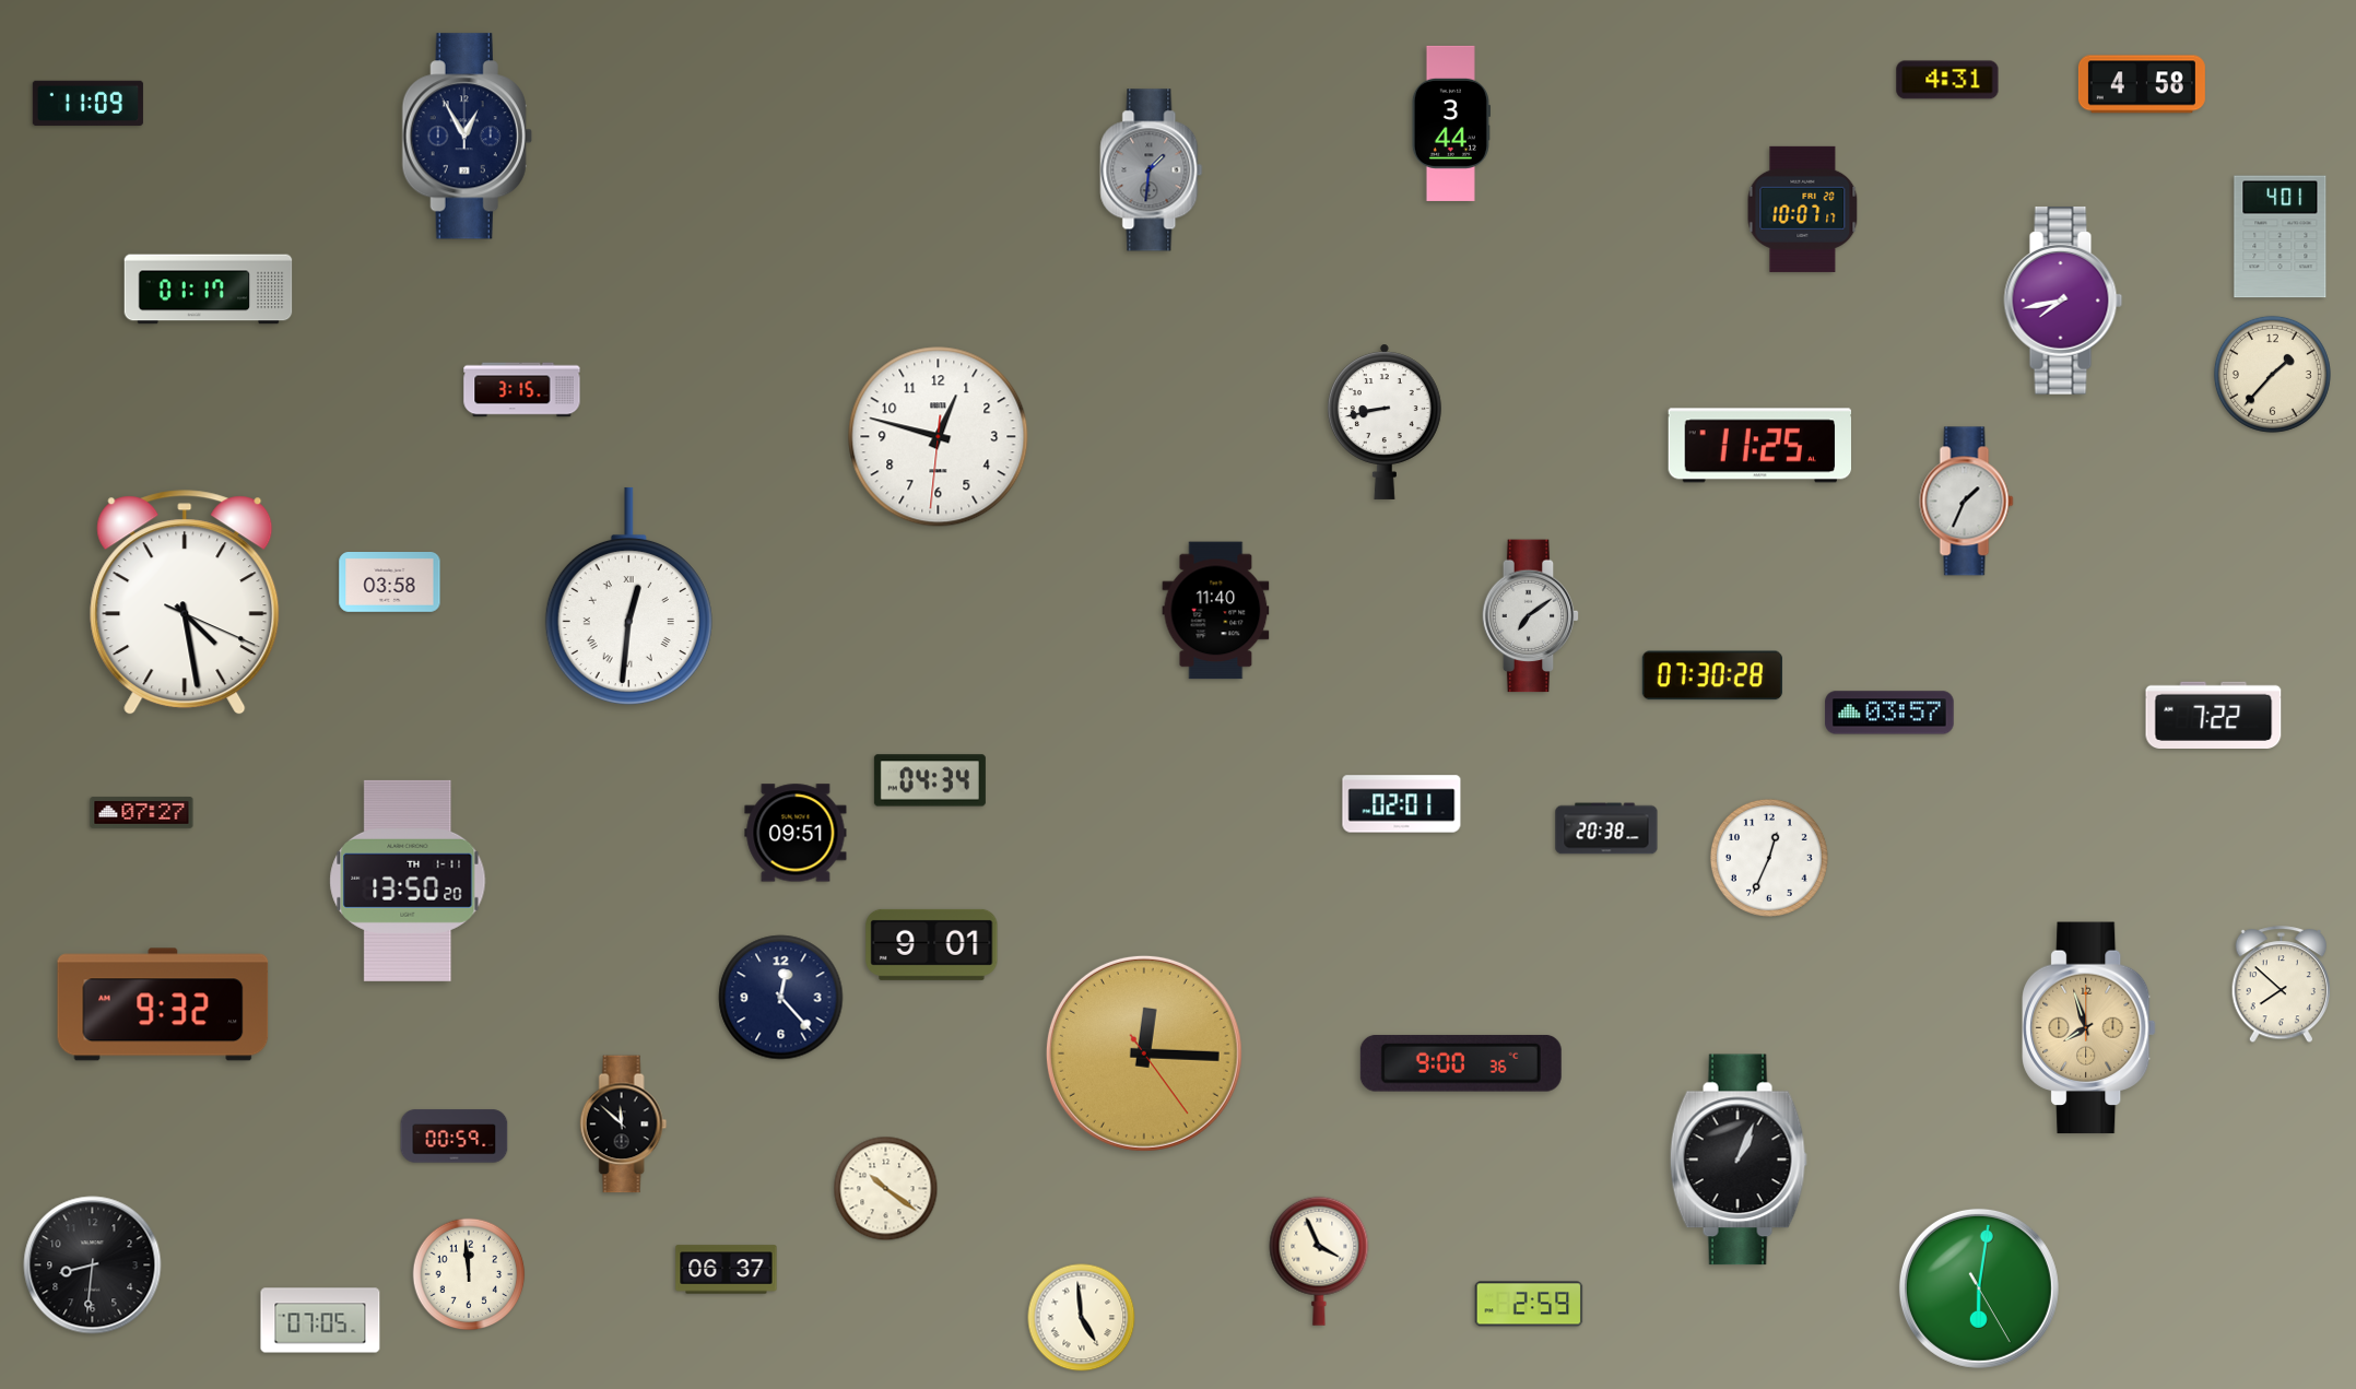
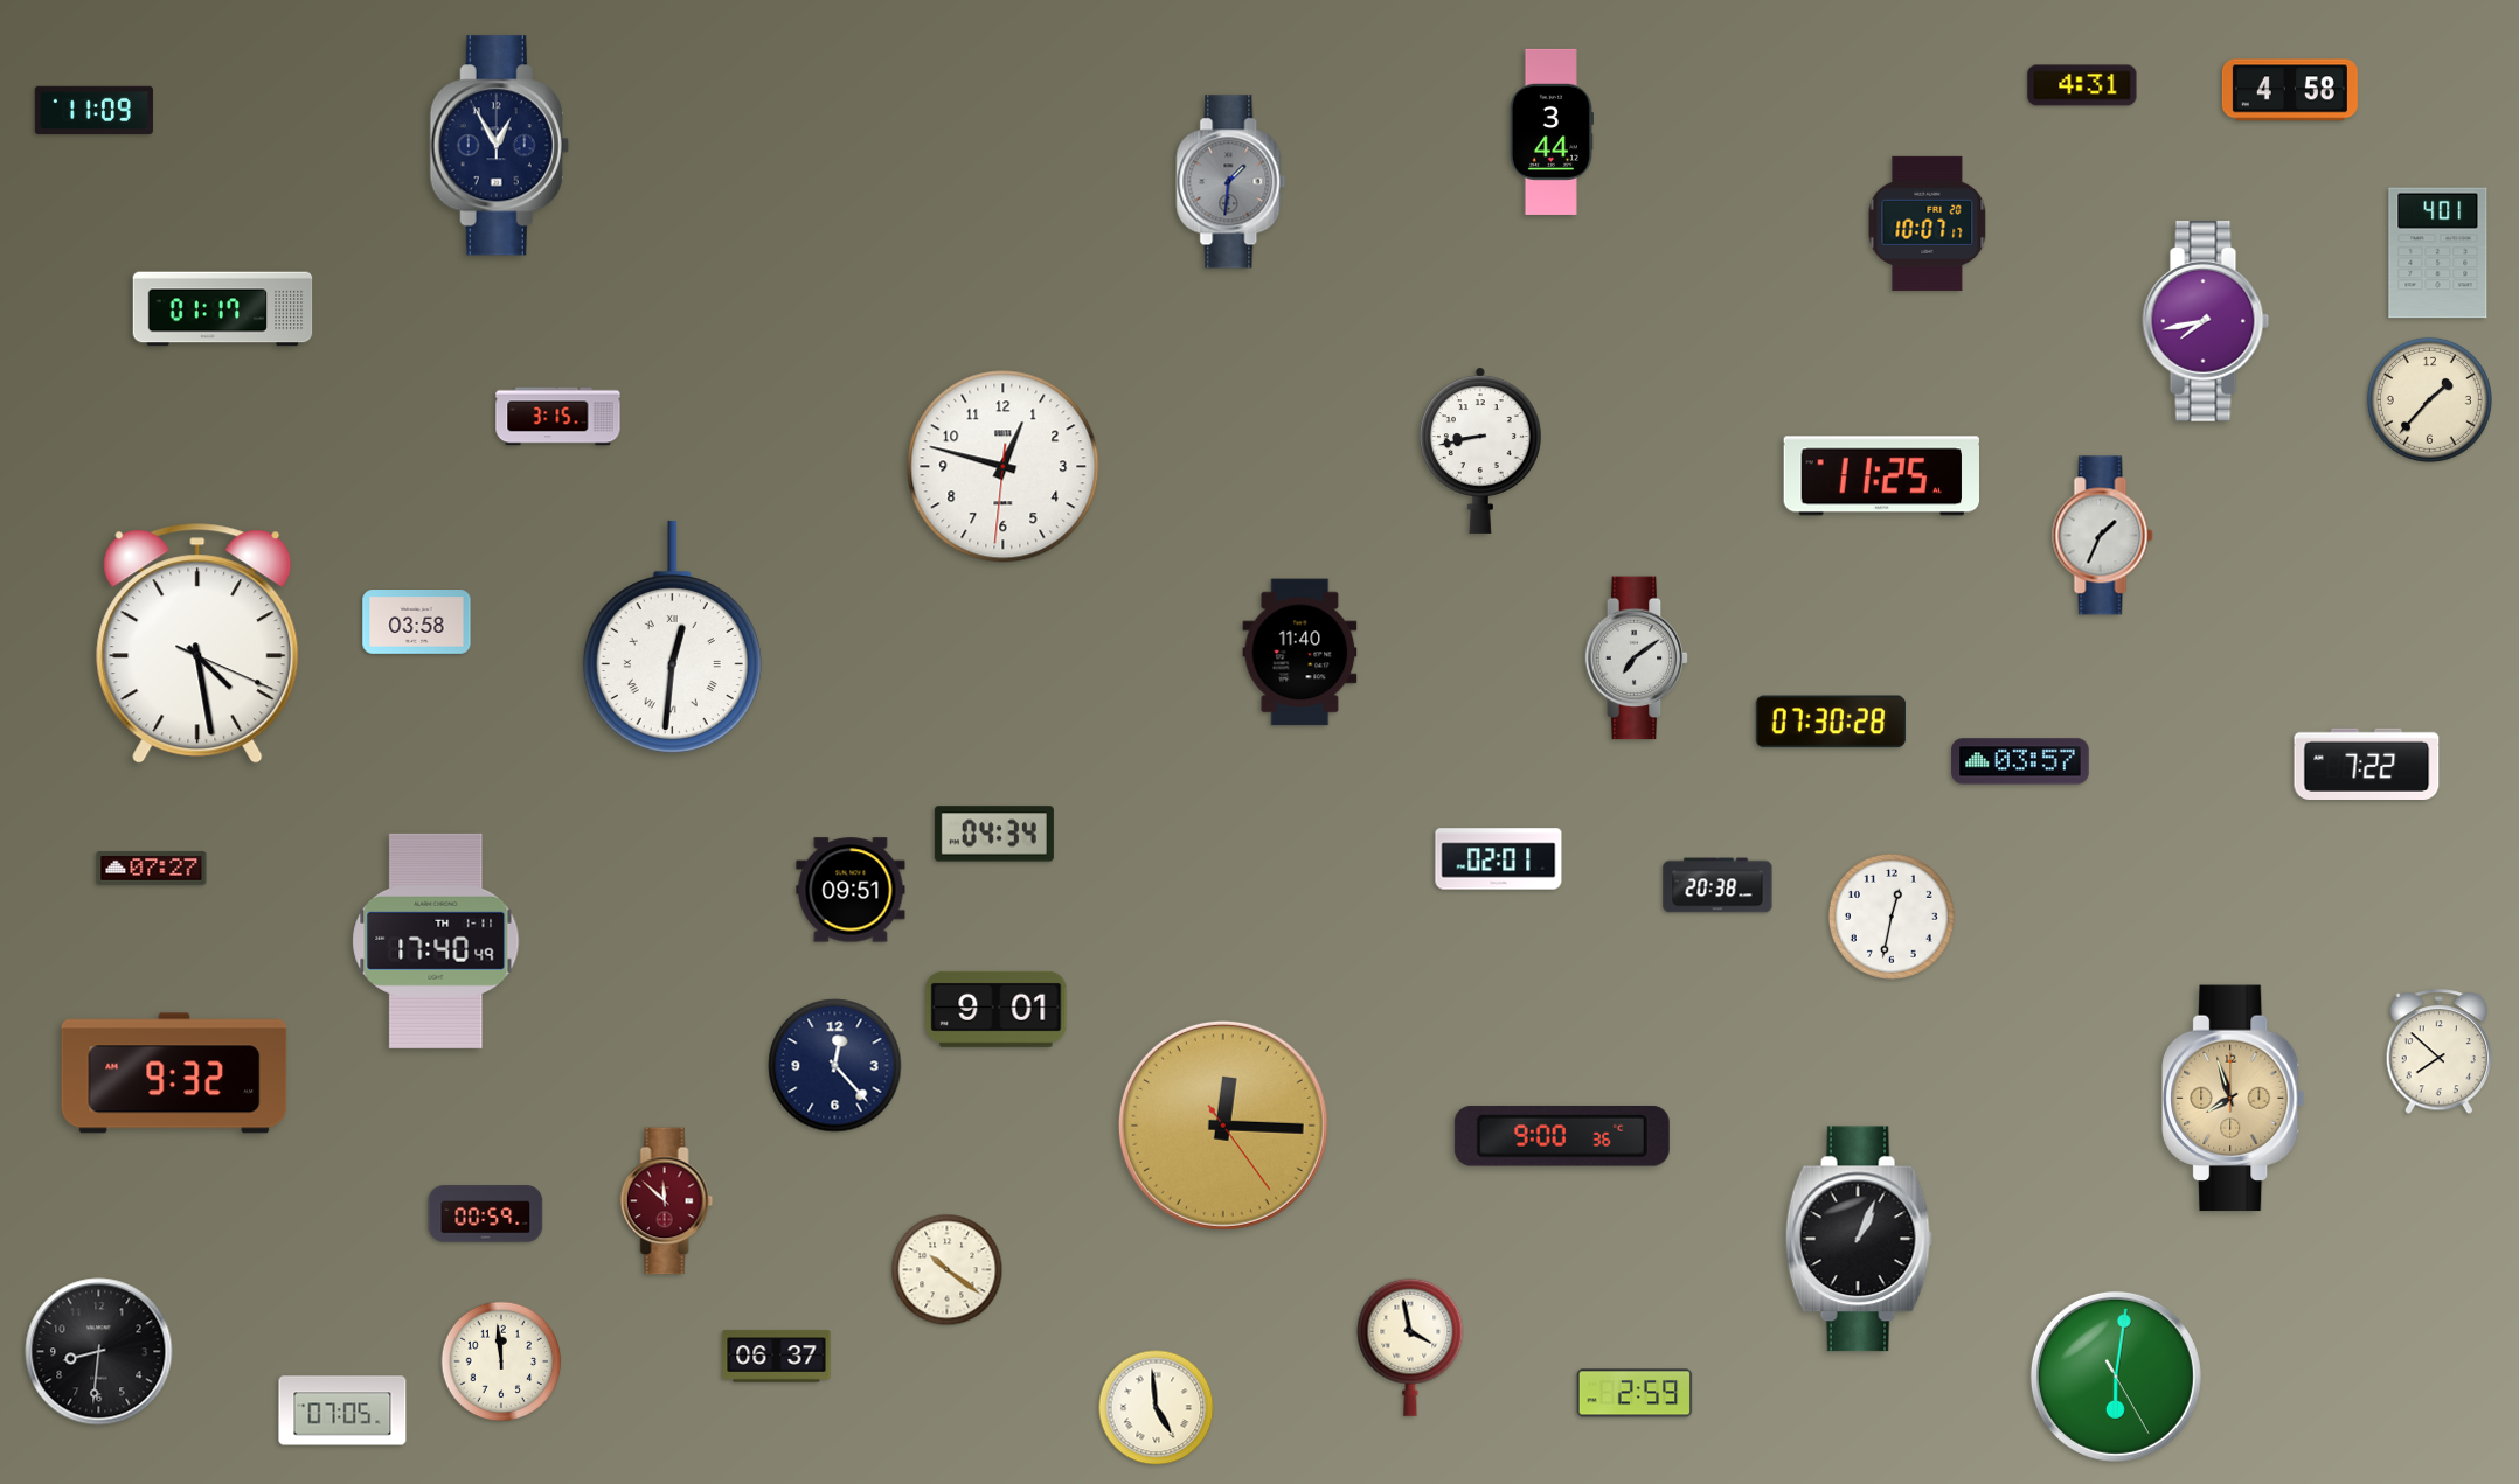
clock at (1769, 858): 12:34 -> 12:32
clock at (408, 881): 13:50 -> 17:40
clock at (624, 1125) dial: black -> burgundy
clock at (1319, 1261): 3:56 -> 3:58
